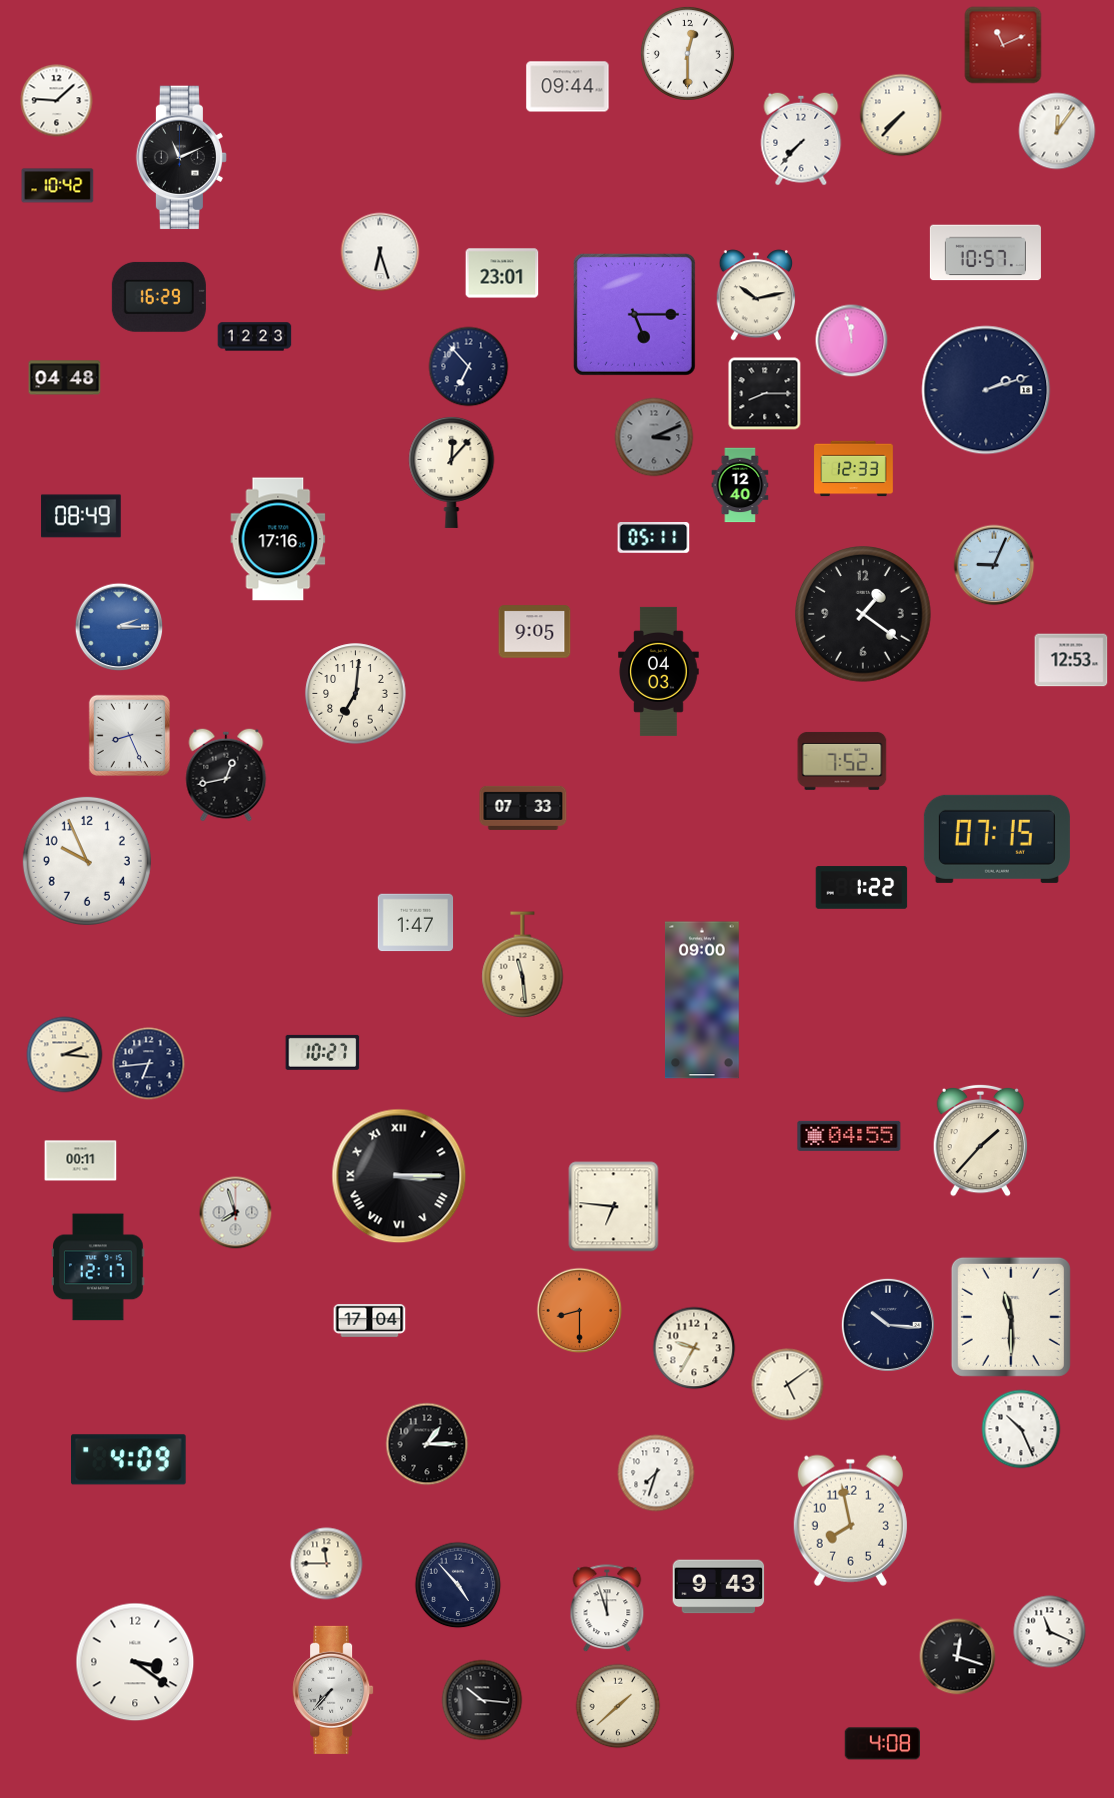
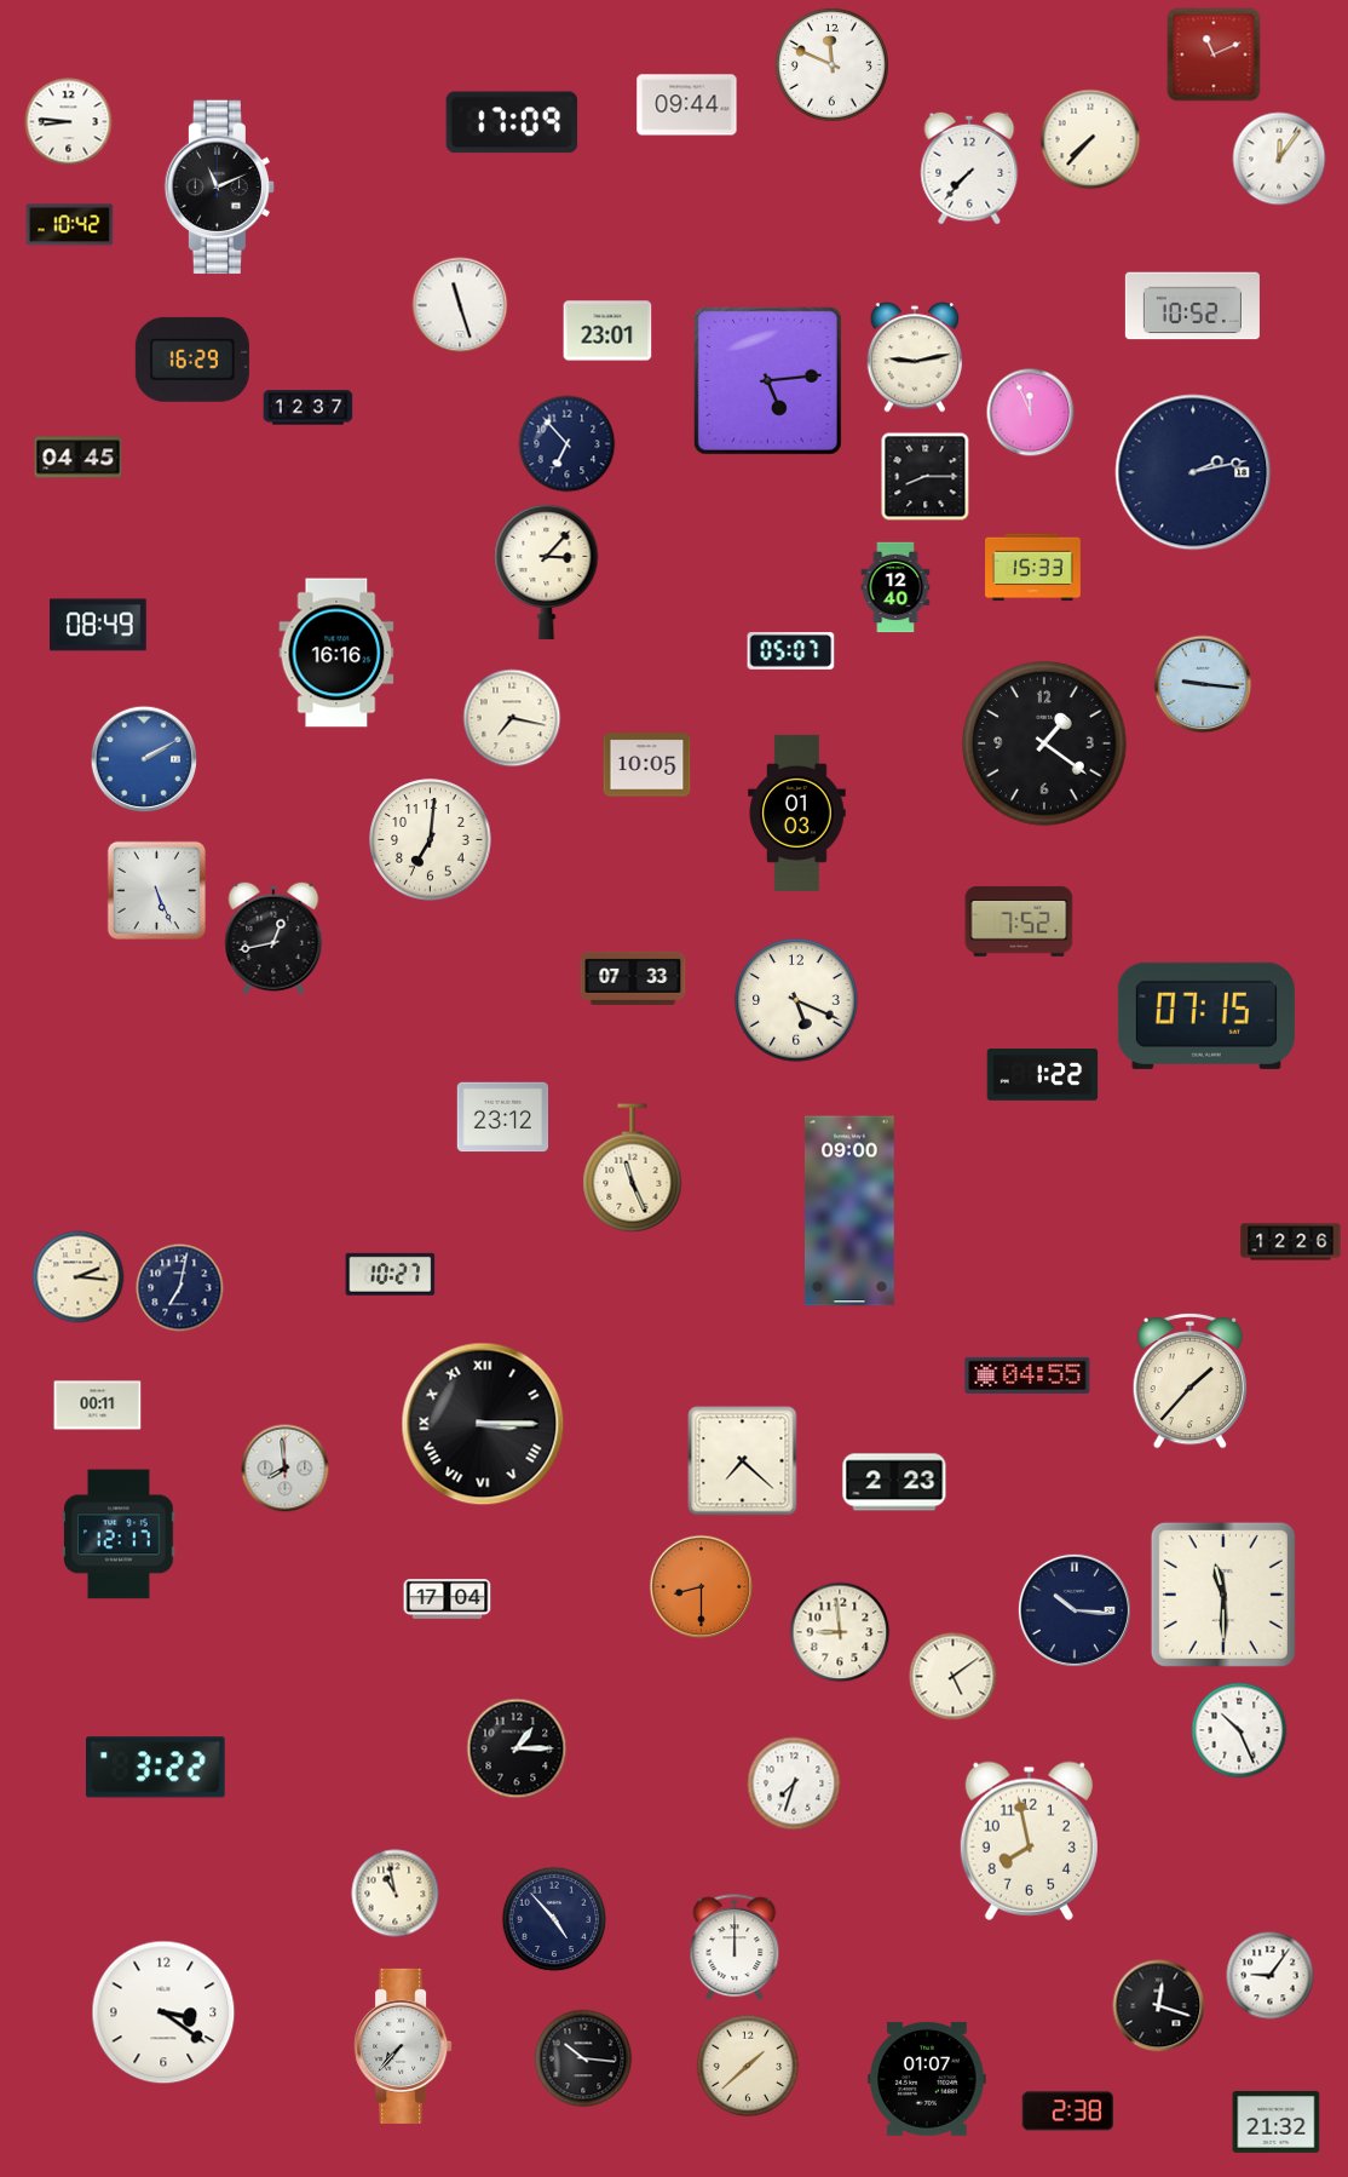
clock at (687, 53): 12:30 -> 11:49
clock at (57, 101): 9:08 -> 8:46
clock at (512, 122): none -> 17:09
clock at (181, 158) position: (181, 158) -> (219, 188)
clock at (380, 252): 6:27 -> 11:27
clock at (985, 253): 10:57 -> 10:52
clock at (756, 295): 10:13 -> 9:13
clock at (634, 314): 5:15 -> 5:14
clock at (255, 337): 12:23 -> 12:37
clock at (852, 341): 11:58 -> 11:56
clock at (65, 378): 04:48 -> 04:45
clock at (986, 390): 2:12 -> 2:13
clock at (654, 437): 3:11 -> none
clock at (854, 469): 12:33 -> 15:33
clock at (452, 472): 12:07 -> 3:07
clock at (654, 538): 05:11 -> 05:07
clock at (278, 539): 17:16 -> 16:16
clock at (994, 565): 9:04 -> 9:16
clock at (512, 718): none -> 7:17
clock at (119, 627): 2:15 -> 2:10
clock at (535, 632): 9:05 -> 10:05
clock at (1071, 660): 12:53 -> none
clock at (659, 671): 04:03 -> 01:03
clock at (129, 735): 8:26 -> 5:26
clock at (796, 1000): none -> 5:19
clock at (87, 861): 9:56 -> none
clock at (416, 923): 1:47 -> 23:12
clock at (523, 965): 11:29 -> 11:26
clock at (1291, 1242): none -> 12:26
clock at (149, 1064): 6:44 -> 7:02
clock at (981, 1140) position: (981, 1140) -> (1191, 1380)
clock at (614, 1207): 6:46 -> 7:22
clock at (236, 1213): 7:57 -> 7:59
clock at (894, 1482): none -> 2:23
clock at (888, 1325) position: (888, 1325) -> (1075, 1610)
clock at (694, 1348): 9:35 -> 8:59
clock at (1021, 1429) position: (1021, 1429) -> (1239, 1730)
clock at (129, 1460): 4:09 -> 3:22
clock at (327, 1564): 11:45 -> 10:58
clock at (719, 1587): 9:43 -> none
clock at (607, 1609): 11:57 -> 12:00
clock at (1050, 1632): 11:19 -> 9:06
clock at (927, 2079): none -> 01:07
clock at (882, 1744): 4:08 -> 2:38
clock at (1277, 2121): none -> 21:32
